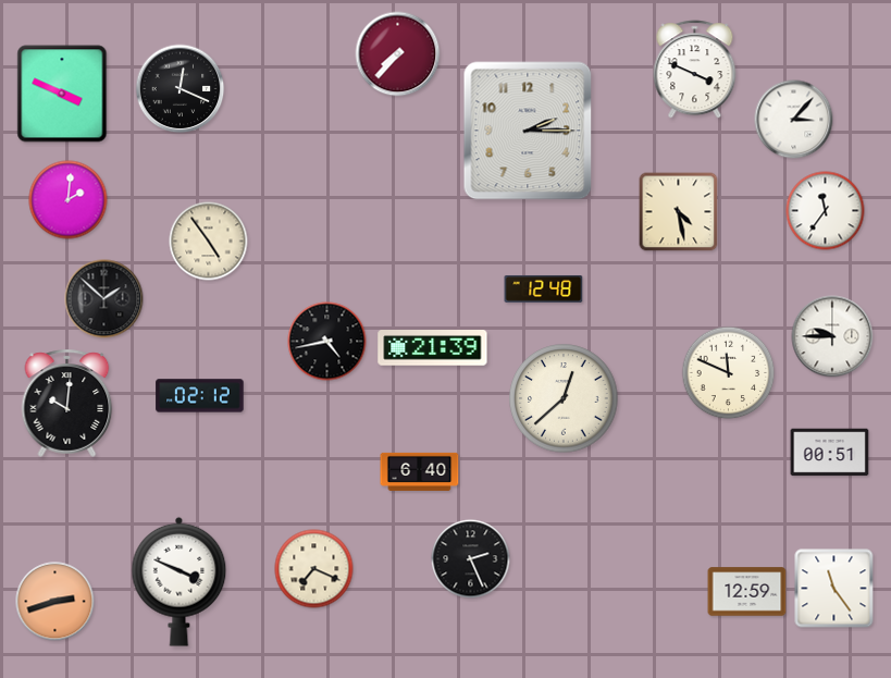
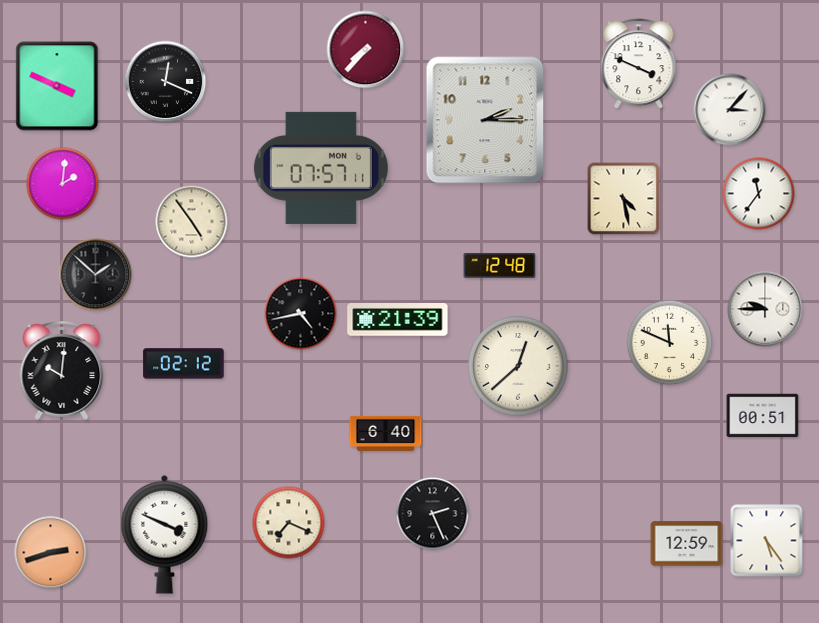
clock at (321, 168): none -> 07:57
clock at (679, 212) position: (679, 212) -> (624, 199)
clock at (834, 589): 11:24 -> 5:24
